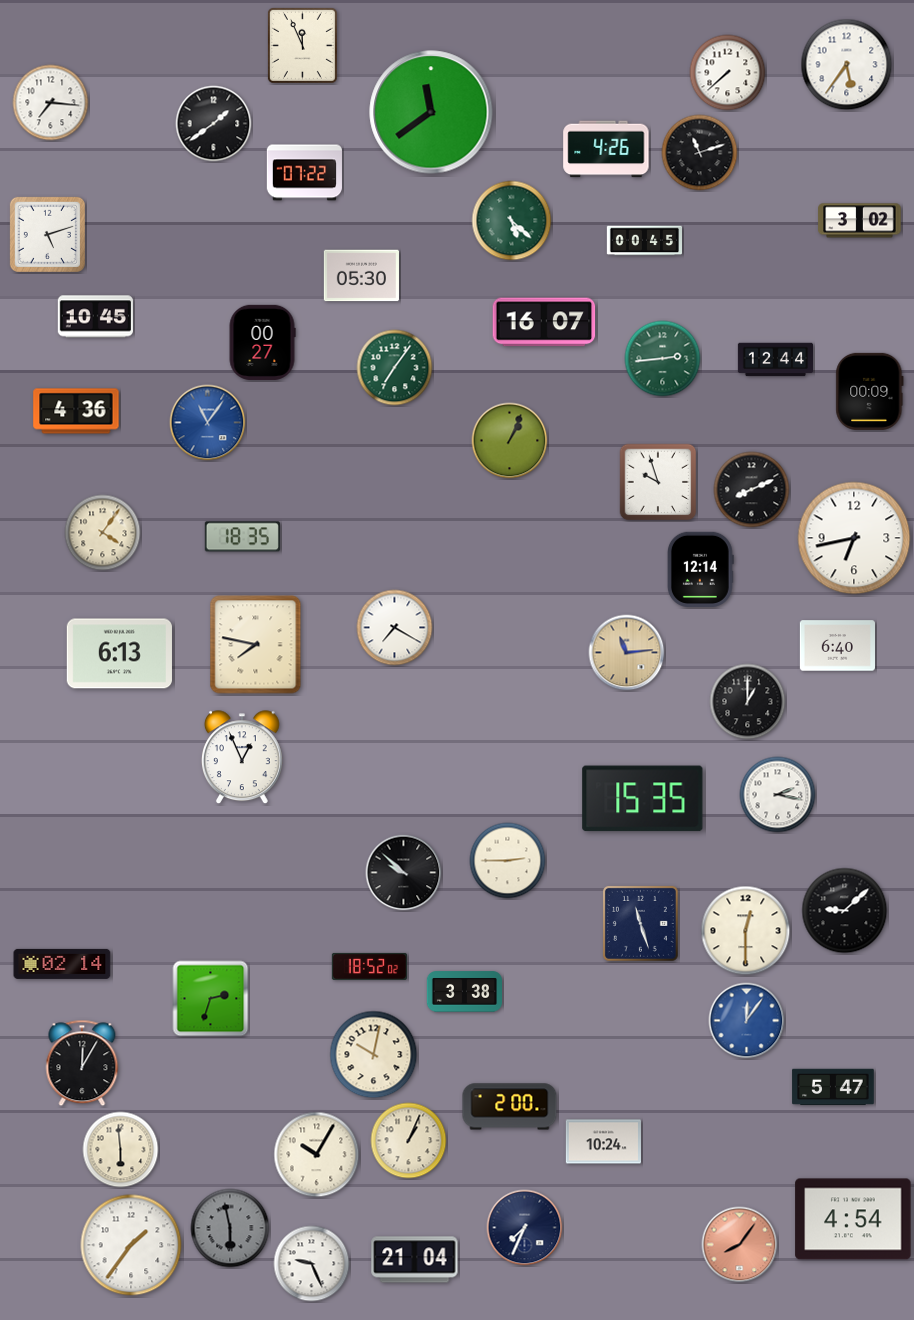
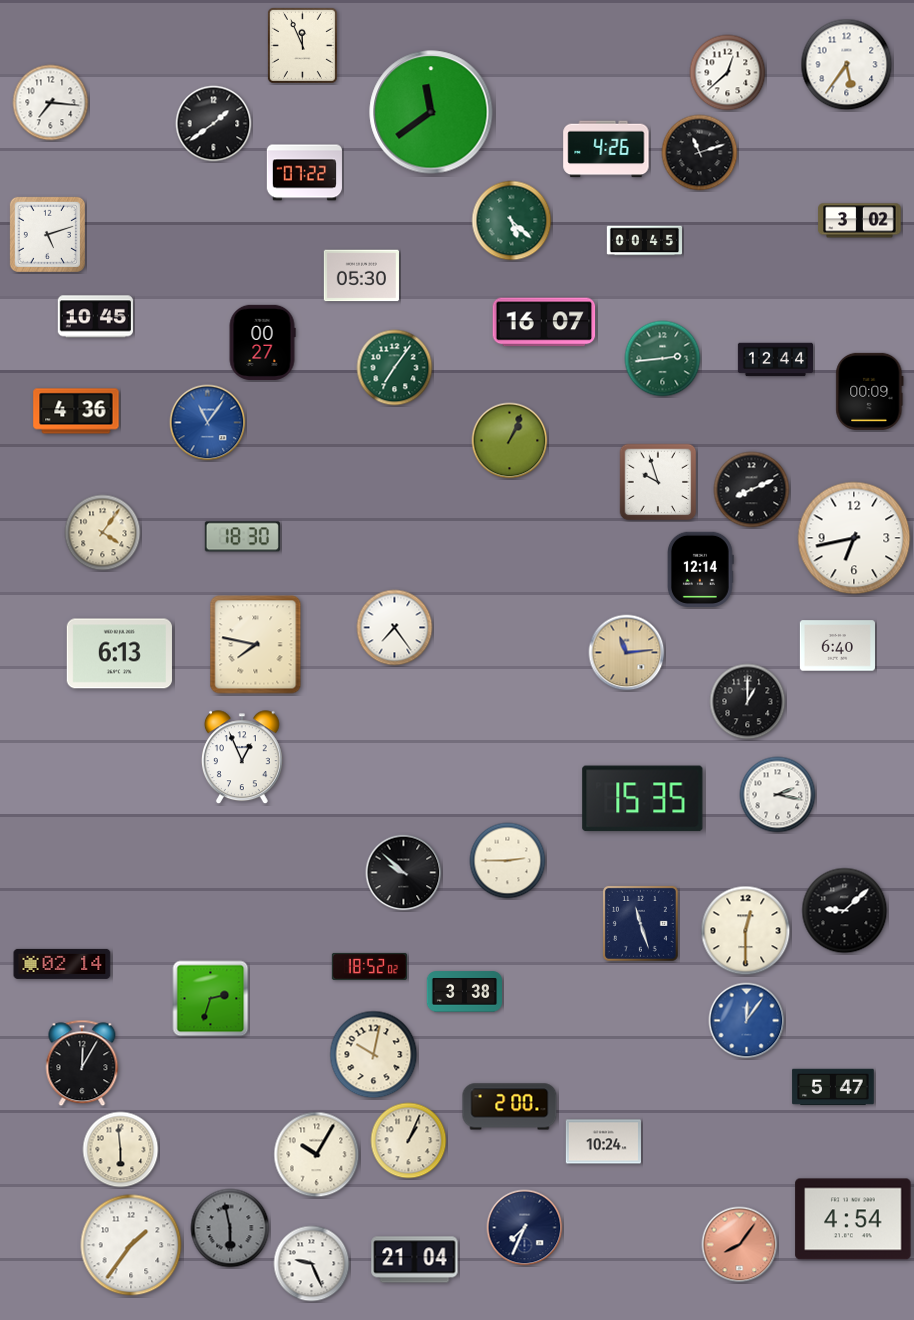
clock at (728, 73): 7:38 -> 12:38
clock at (242, 537): 18:35 -> 18:30
clock at (395, 628): 7:20 -> 7:24
